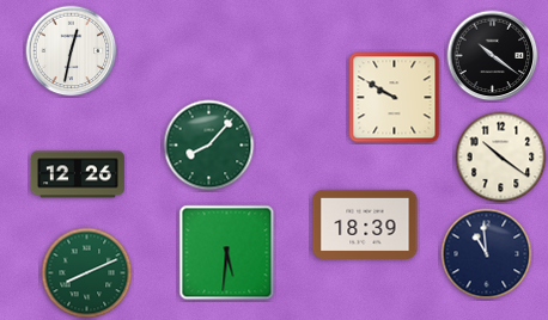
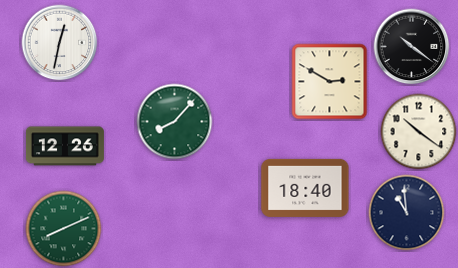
clock at (395, 98): 9:50 -> 2:50
clock at (365, 224): 18:39 -> 18:40
clock at (227, 253): 5:31 -> none
clock at (87, 273) position: (87, 273) -> (64, 229)
